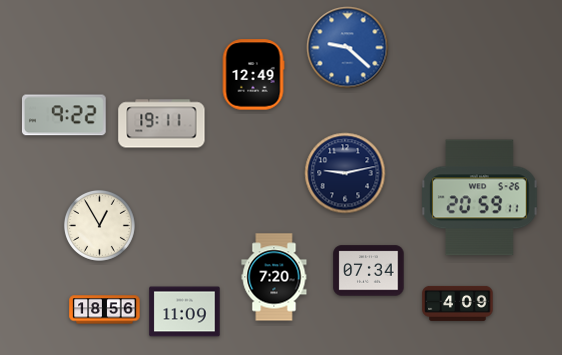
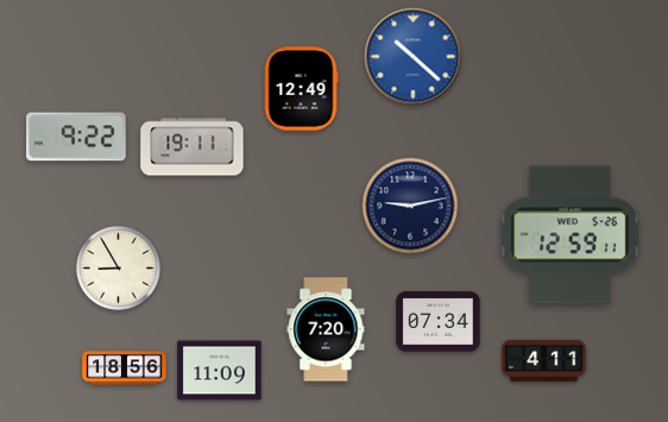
clock at (348, 48): 9:22 -> 10:22
clock at (480, 198): 20:59 -> 12:59
clock at (99, 225): 12:55 -> 8:55
clock at (458, 303): 4:09 -> 4:11
